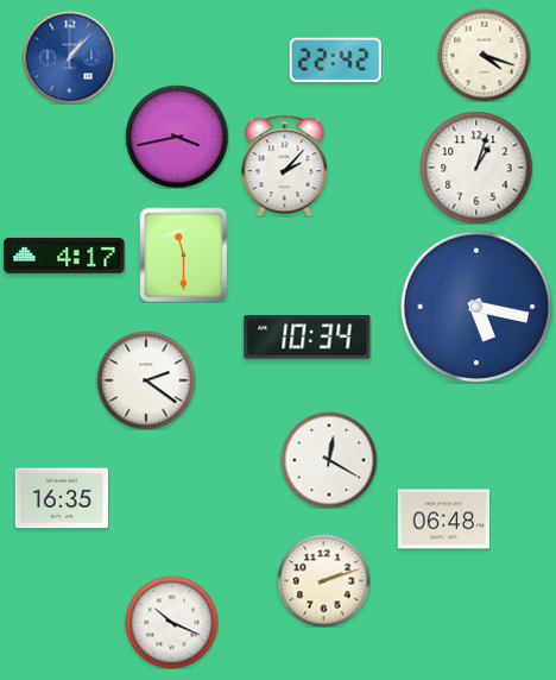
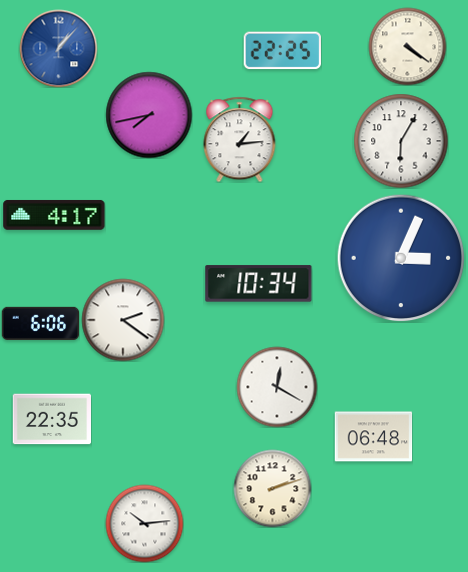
clock at (484, 55): 4:18 -> 4:21
clock at (335, 61): 22:42 -> 22:25
clock at (177, 137): 3:43 -> 7:43
clock at (285, 165): 2:07 -> 1:14
clock at (476, 168): 1:03 -> 6:05
clock at (184, 254): 11:30 -> none
clock at (476, 307): 5:17 -> 3:04
clock at (40, 323): none -> 6:06
clock at (61, 498): 16:35 -> 22:35
clock at (171, 622): 10:19 -> 10:14
